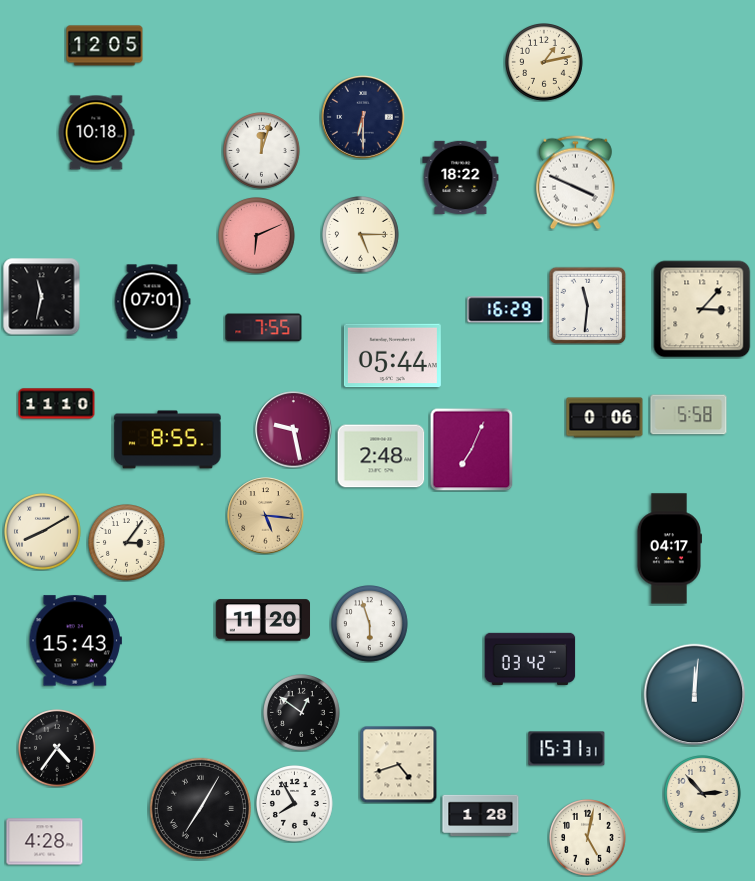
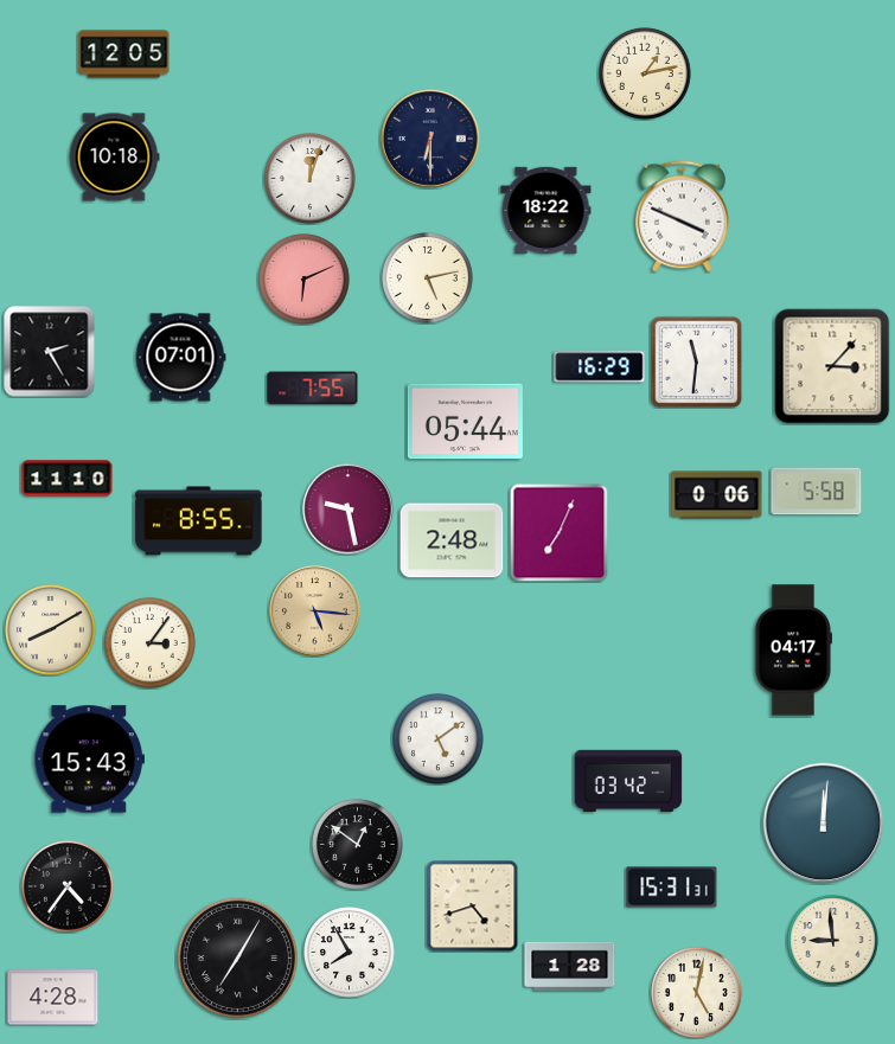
clock at (361, 235): 5:15 -> 5:13
clock at (42, 297): 11:32 -> 2:25
clock at (262, 620): 11:20 -> none
clock at (370, 624): 5:57 -> 5:09
clock at (703, 794): 2:53 -> 8:59
